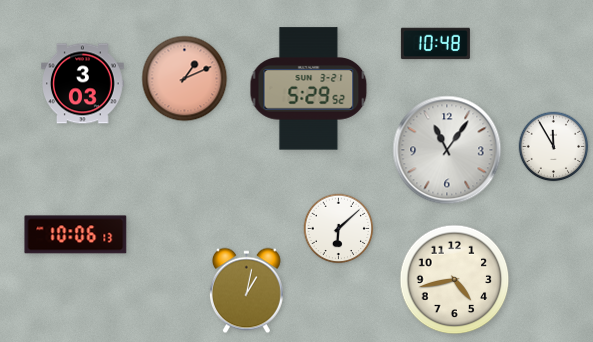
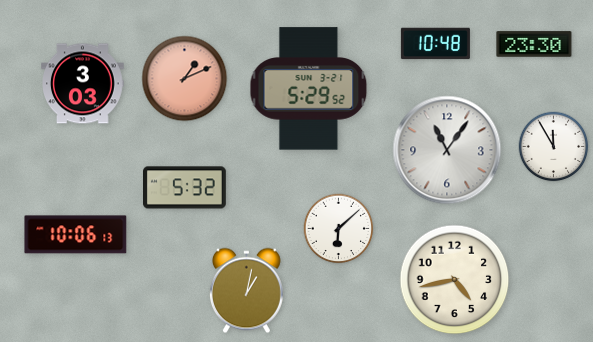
clock at (534, 44): none -> 23:30
clock at (185, 188): none -> 5:32
